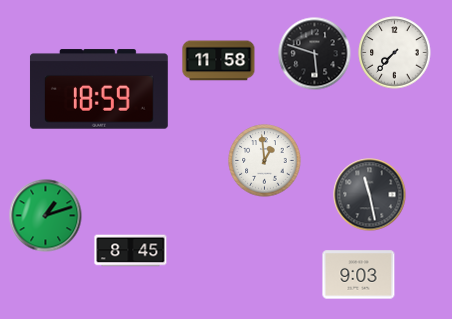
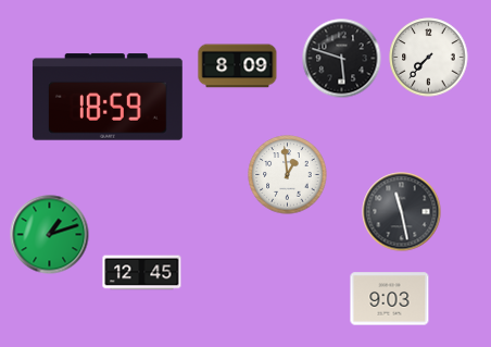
clock at (219, 61): 11:58 -> 8:09
clock at (131, 251): 8:45 -> 12:45
